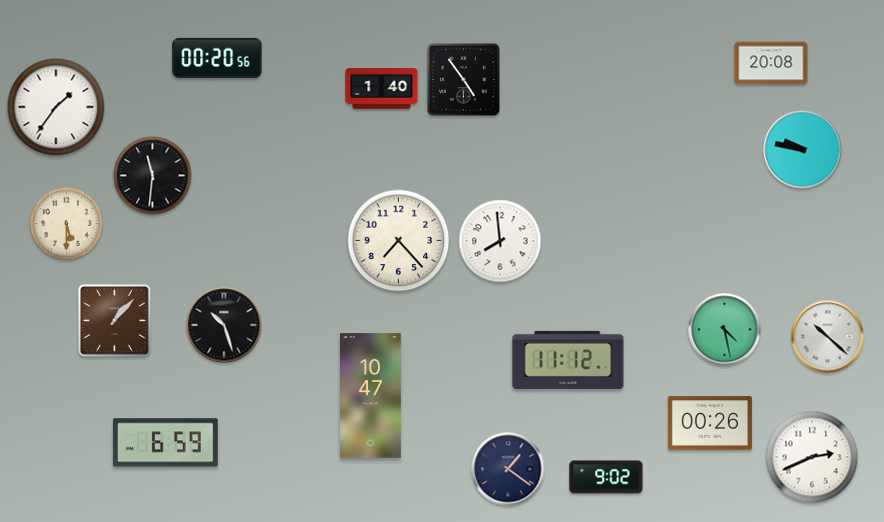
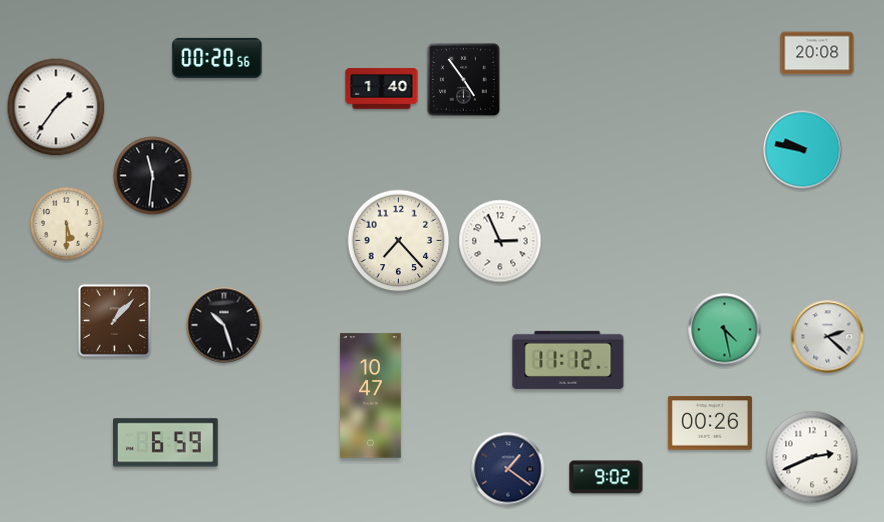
clock at (771, 63) position: (771, 63) -> (817, 53)
clock at (500, 241): 7:59 -> 2:56
clock at (828, 337): 10:22 -> 2:22
